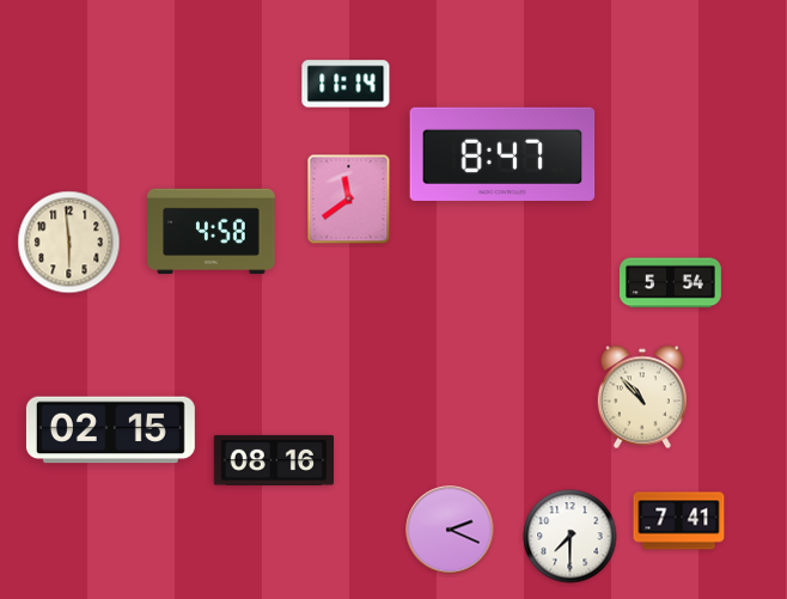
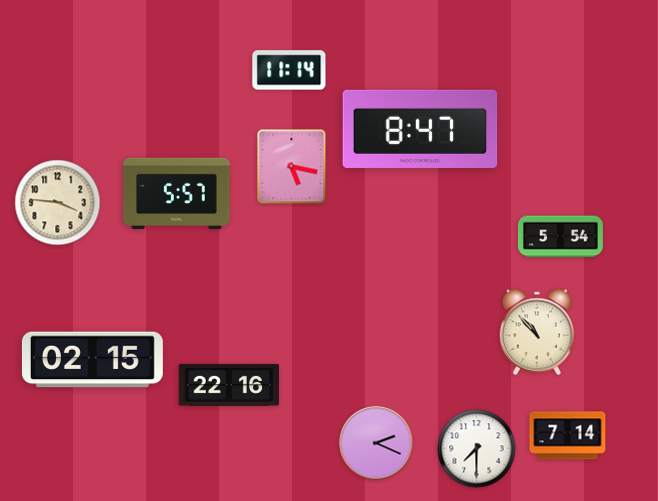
clock at (349, 200): 11:39 -> 5:17
clock at (212, 232): 4:58 -> 5:57
clock at (69, 243): 5:59 -> 3:46
clock at (273, 460): 08:16 -> 22:16
clock at (679, 521): 7:41 -> 7:14
